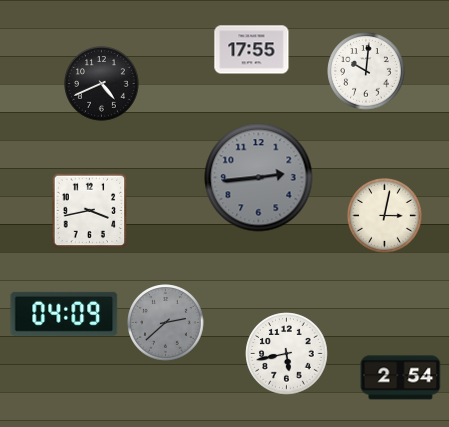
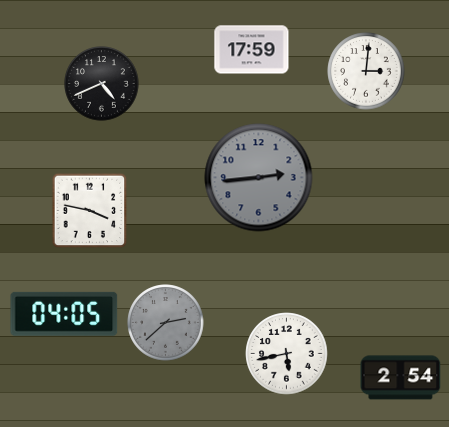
clock at (252, 50): 17:55 -> 17:59
clock at (366, 71): 10:01 -> 3:01
clock at (90, 211): 3:43 -> 3:47
clock at (385, 216): 3:02 -> none
clock at (64, 314): 04:09 -> 04:05
